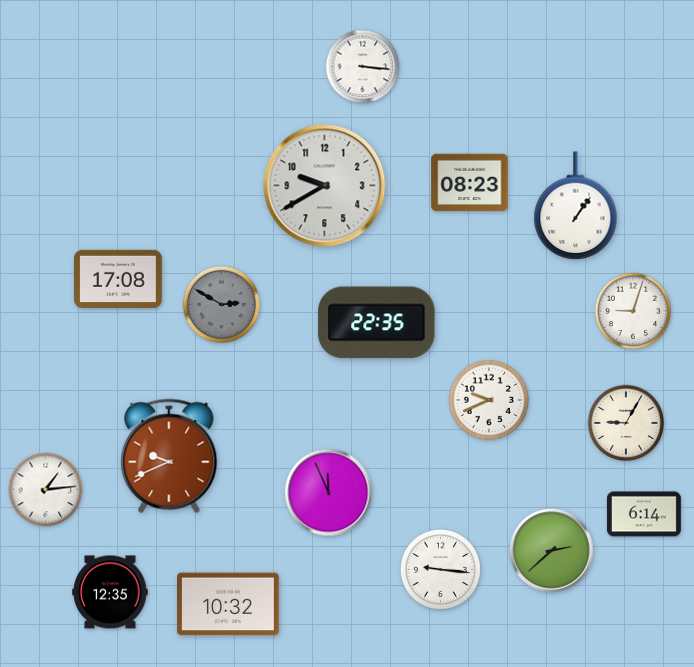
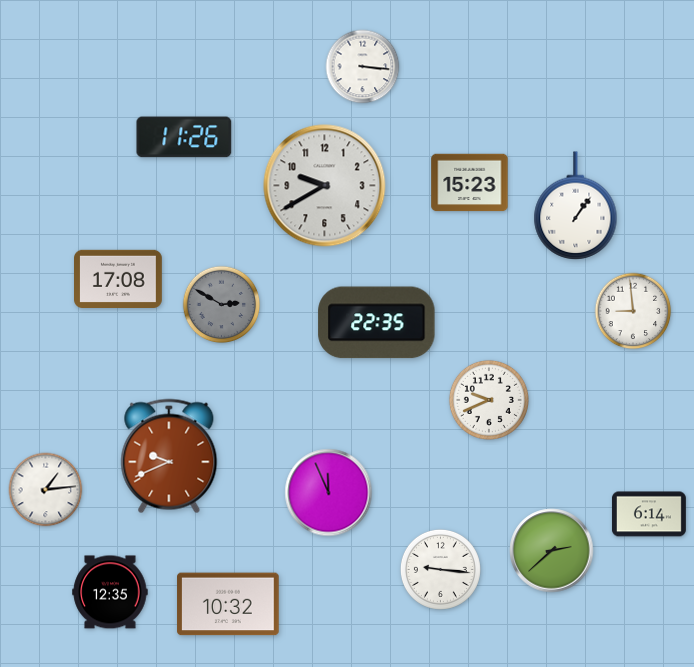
clock at (184, 137): none -> 11:26
clock at (470, 183): 08:23 -> 15:23
clock at (633, 311): 9:03 -> 8:59
clock at (626, 423): 9:05 -> none
clock at (644, 514) position: (644, 514) -> (649, 514)
